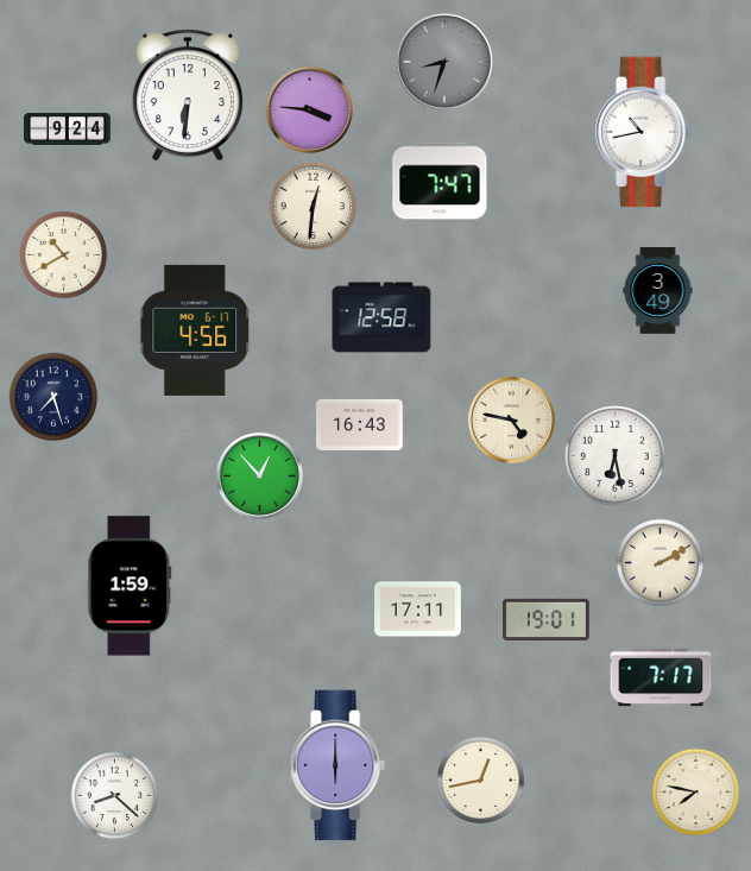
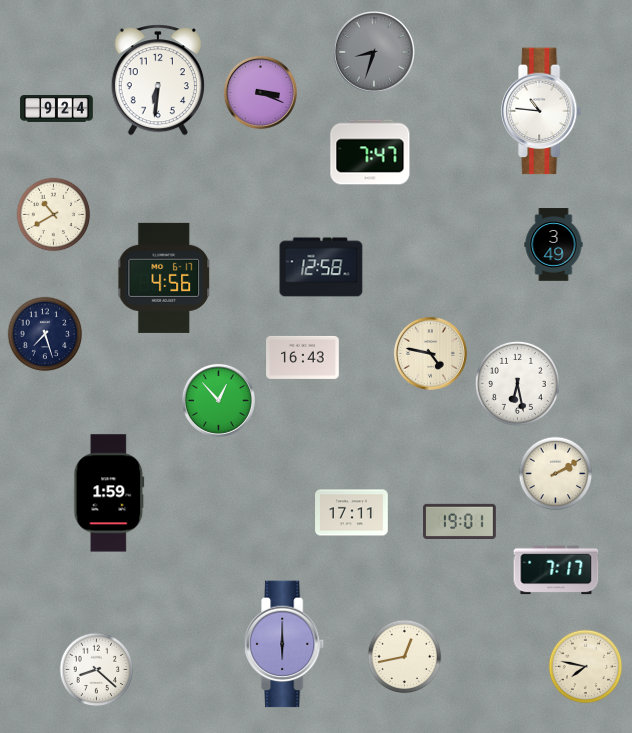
clock at (309, 109): 3:46 -> 3:19
clock at (644, 132): 10:43 -> 10:46
clock at (314, 207): 12:31 -> none
